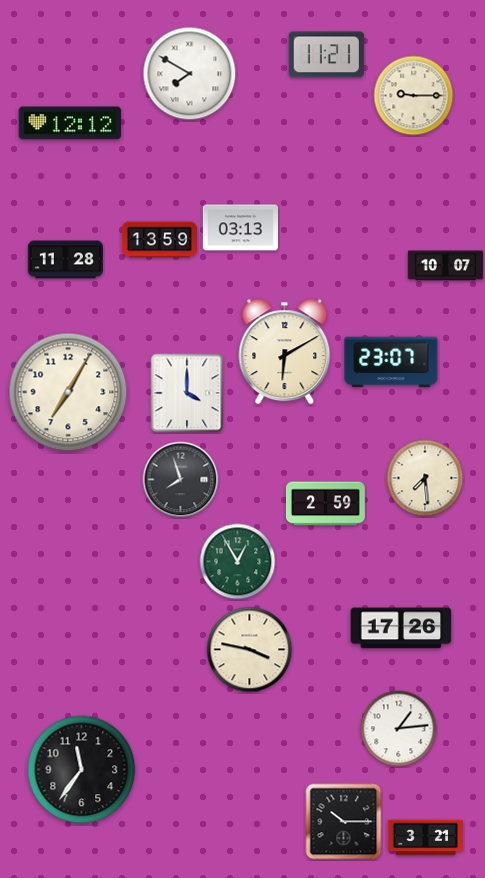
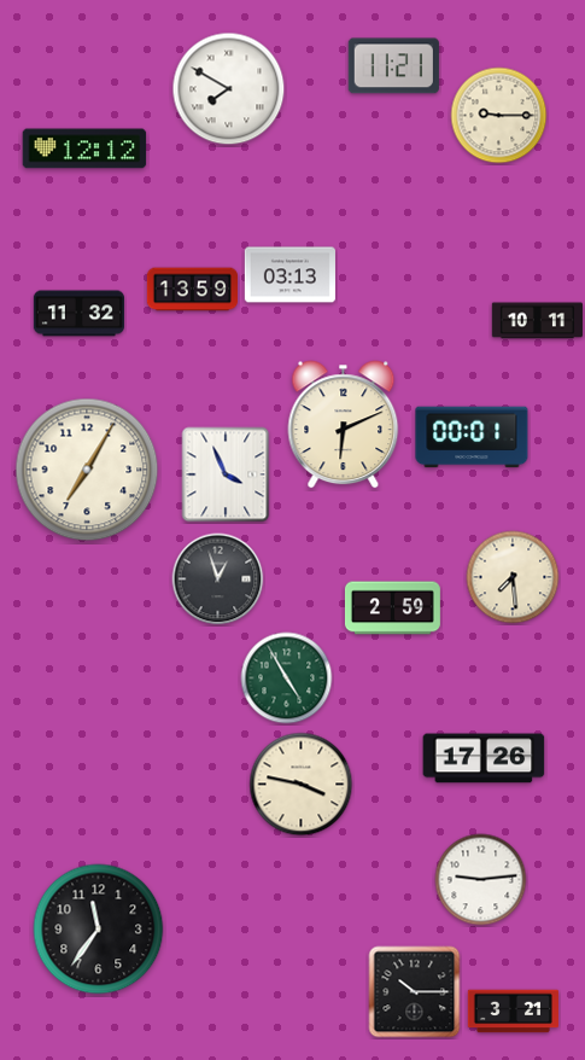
clock at (65, 260): 11:28 -> 11:32
clock at (445, 266): 10:07 -> 10:11
clock at (285, 352): 6:10 -> 6:11
clock at (391, 362): 23:07 -> 00:01
clock at (68, 392) position: (68, 392) -> (87, 470)
clock at (187, 393): 4:00 -> 3:56
clock at (181, 480): 7:57 -> 12:57
clock at (238, 562): 12:55 -> 4:55
clock at (399, 729): 1:14 -> 9:14
